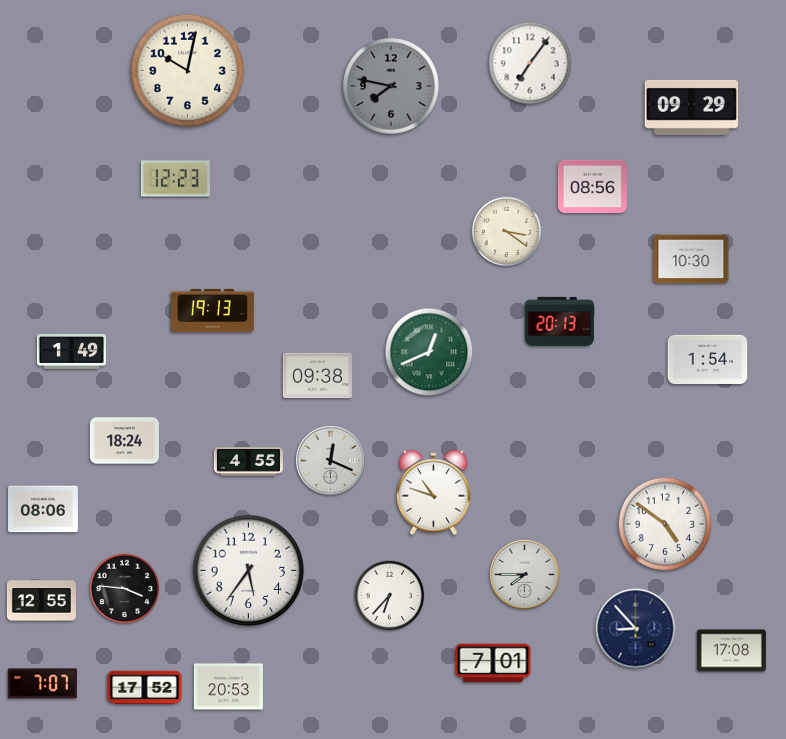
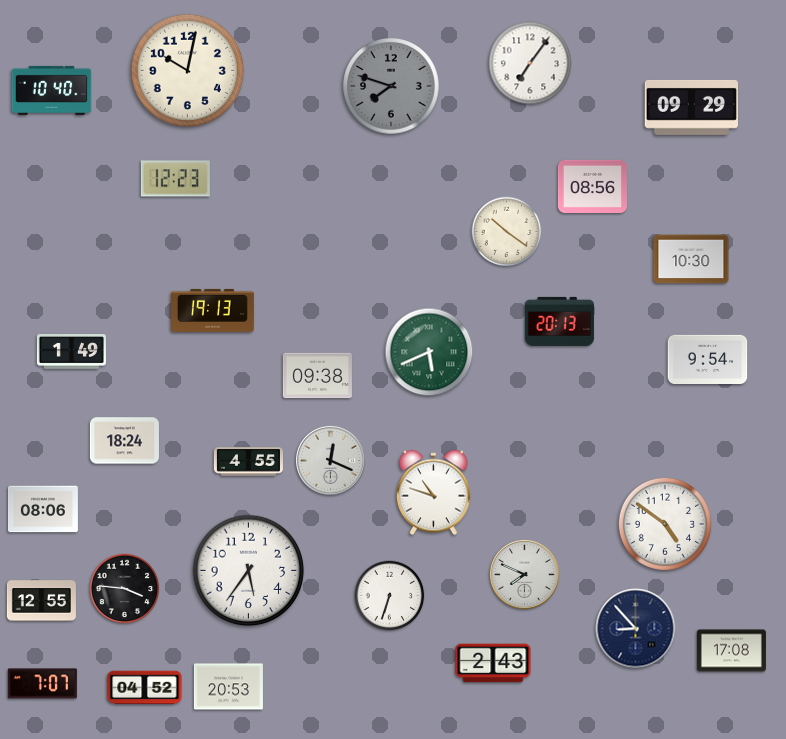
clock at (391, 86): 7:47 -> 7:48
clock at (52, 90): none -> 10:40
clock at (507, 232): 3:21 -> 10:21
clock at (429, 352): 12:41 -> 5:41
clock at (708, 359): 1:54 -> 9:54
clock at (524, 574): 7:45 -> 7:49
clock at (390, 596): 6:37 -> 6:33
clock at (493, 663): 7:01 -> 2:43
clock at (145, 688): 17:52 -> 04:52
